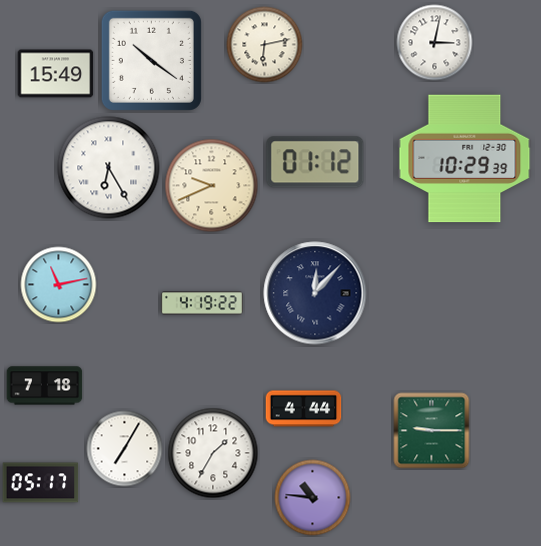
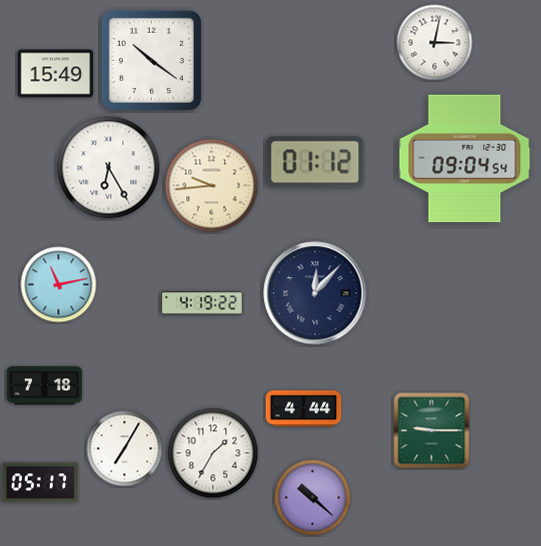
clock at (265, 45): 6:13 -> none
clock at (465, 159): 10:29 -> 09:04
clock at (212, 186): 9:41 -> 9:44
clock at (313, 498): 10:46 -> 10:22
